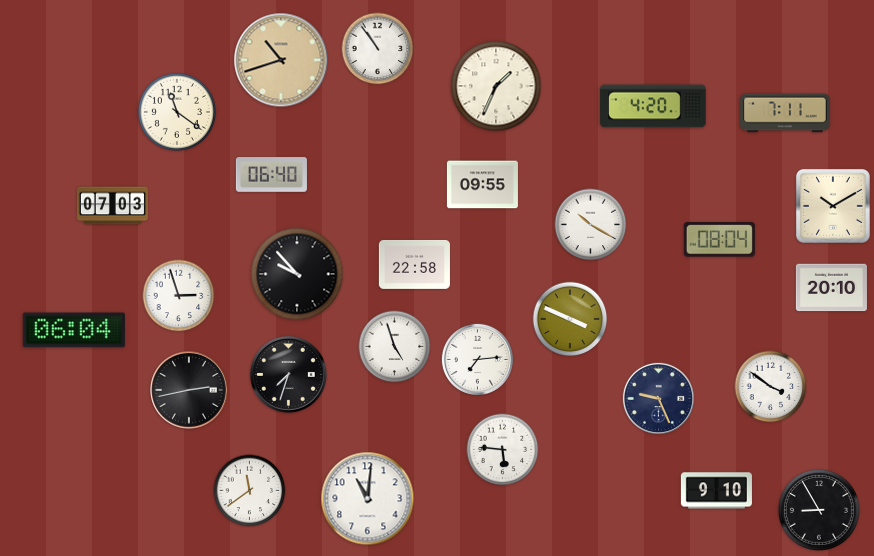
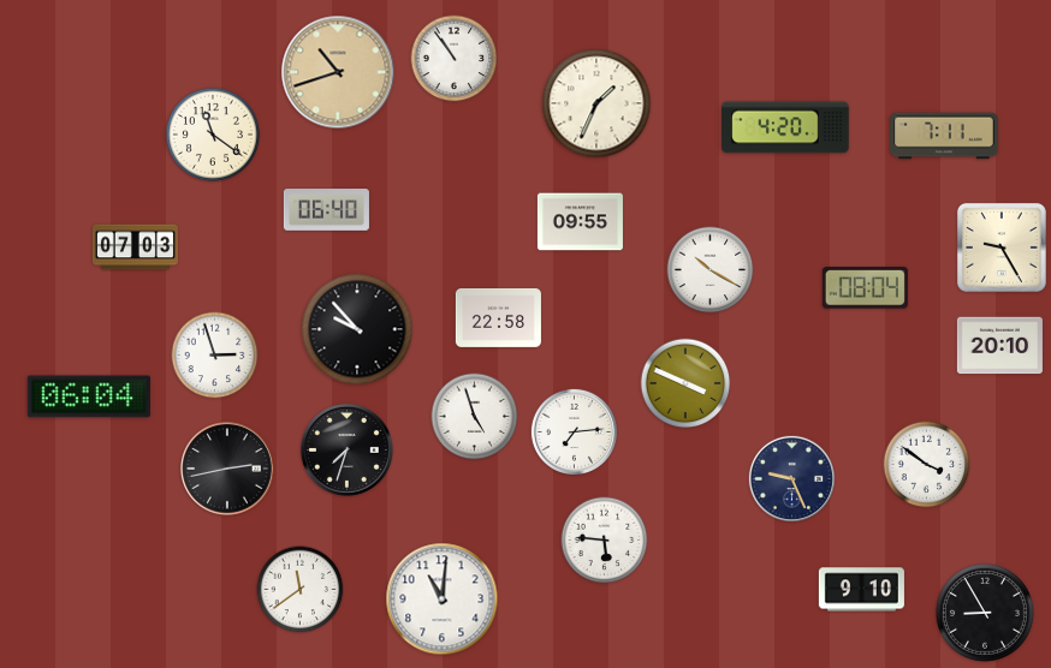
clock at (833, 206): 10:10 -> 9:25
